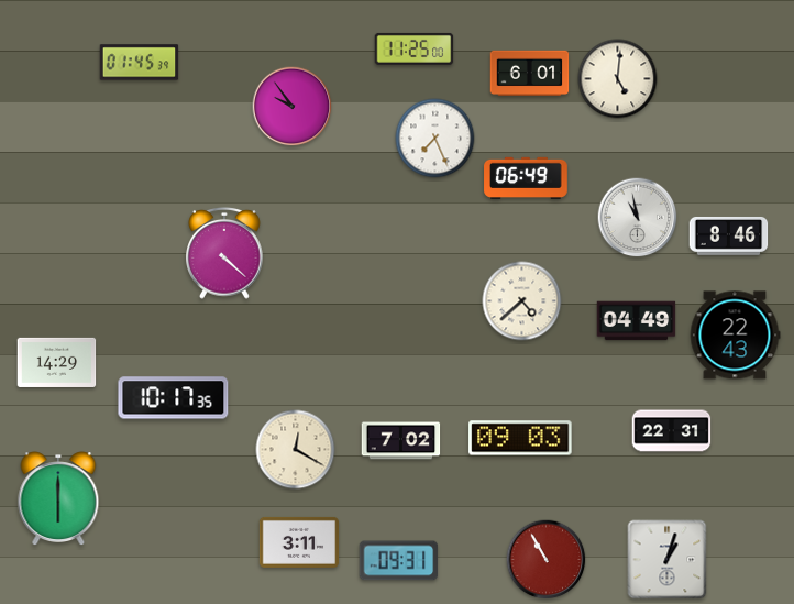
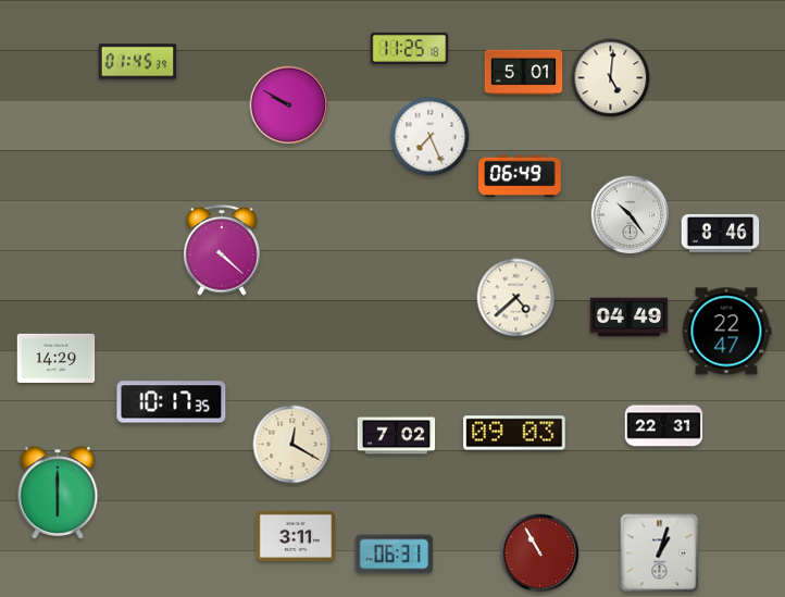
clock at (415, 48): 11:25:00 -> 11:25:18
clock at (530, 74): 6:01 -> 5:01
clock at (293, 107): 9:54 -> 9:50
clock at (638, 218): 10:58 -> 10:24
clock at (735, 336): 22:43 -> 22:47
clock at (174, 398) position: (174, 398) -> (172, 402)
clock at (399, 561): 09:31 -> 06:31
